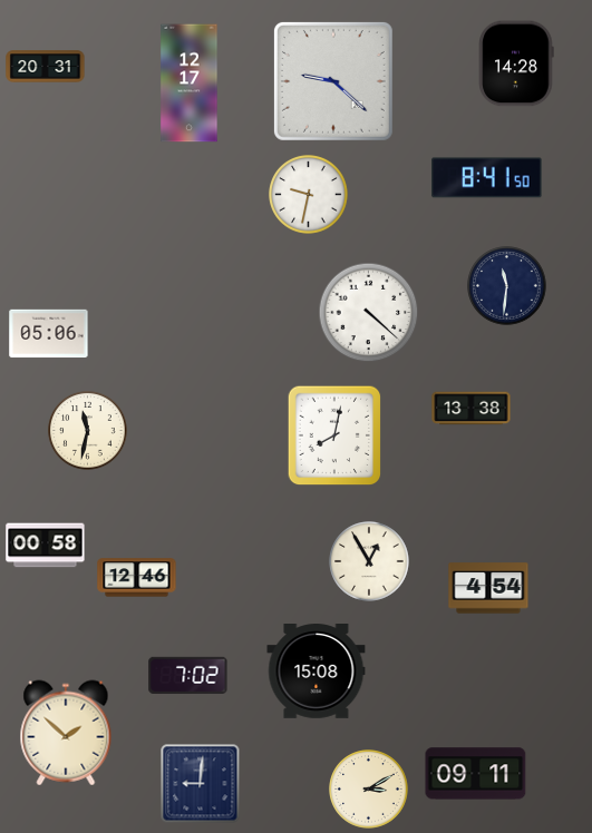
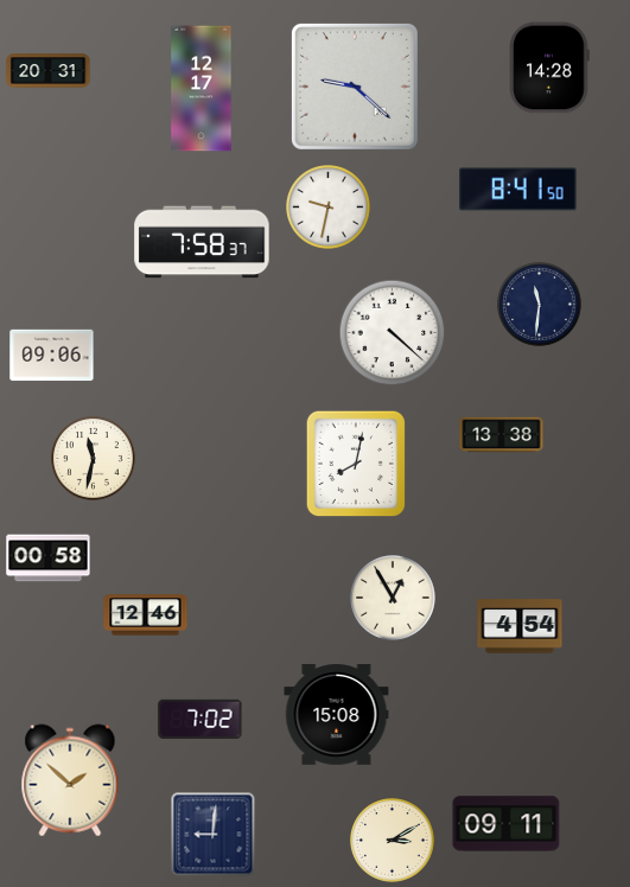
clock at (202, 242): none -> 7:58
clock at (49, 334): 05:06 -> 09:06
clock at (46, 546) position: (46, 546) -> (49, 559)
